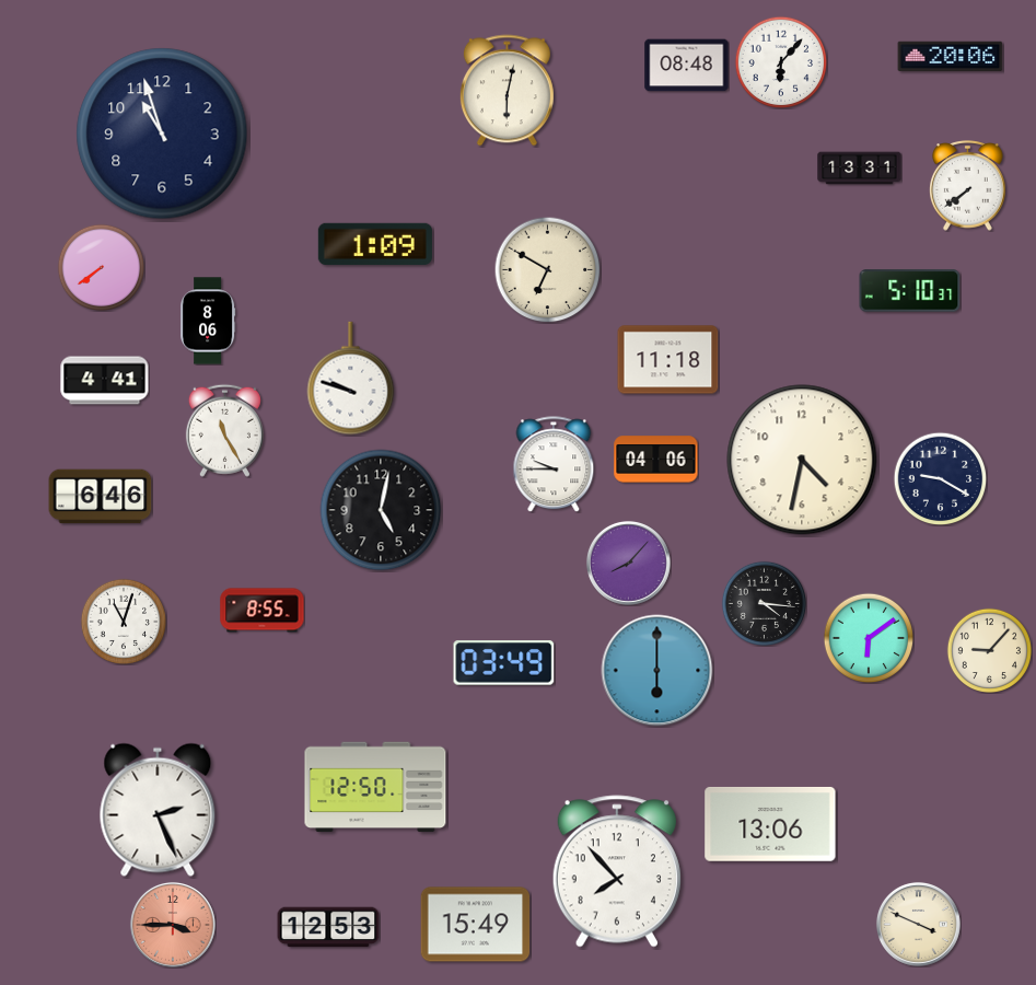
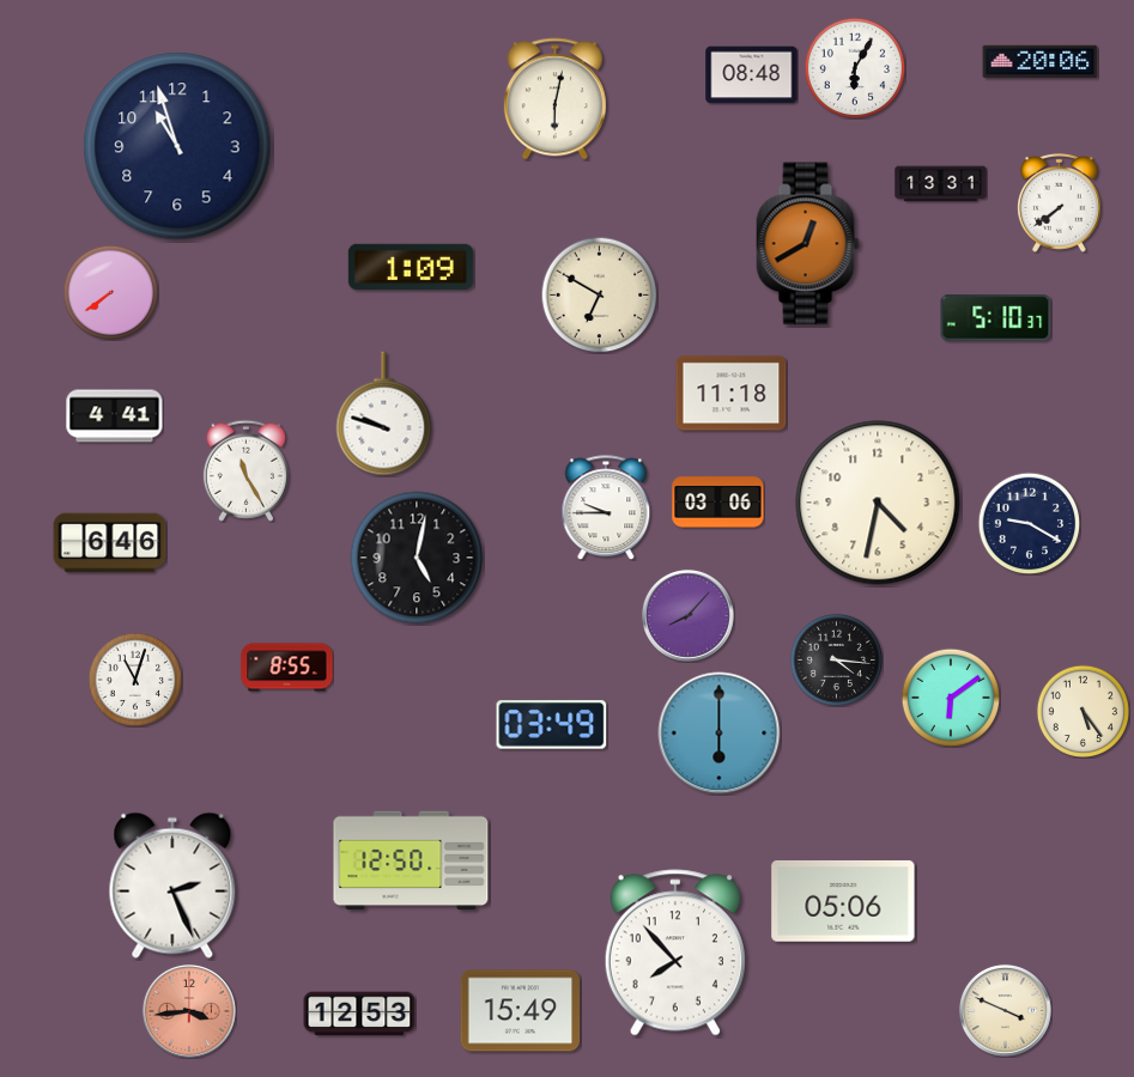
clock at (781, 62): 6:07 -> 6:05
clock at (687, 66) position: (687, 66) -> (752, 75)
clock at (808, 244): none -> 12:40
clock at (209, 321): 8:06 -> none
clock at (656, 460): 04:06 -> 03:06
clock at (989, 650): 9:07 -> 5:24
clock at (770, 824): 13:06 -> 05:06
clock at (173, 925): 3:45 -> 3:44
